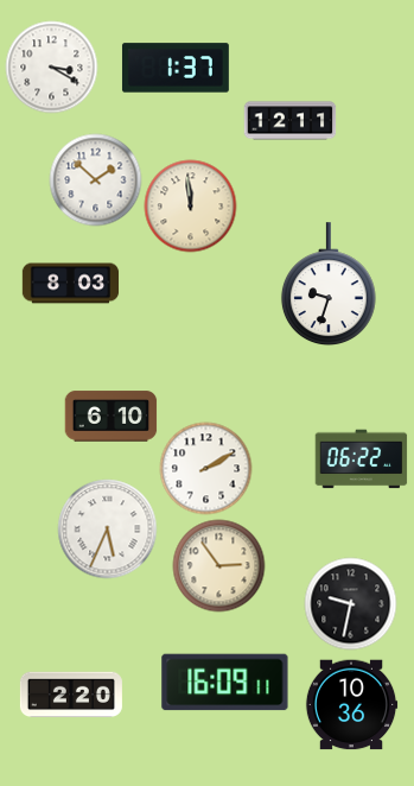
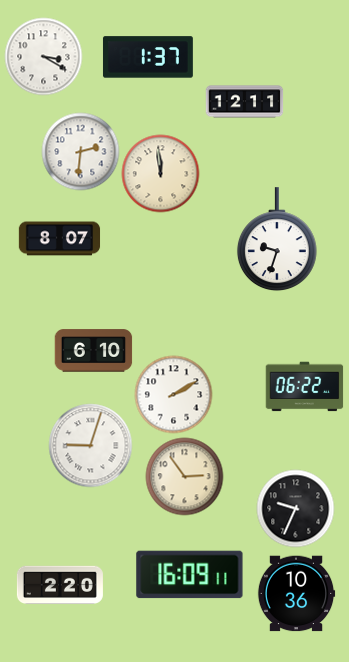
clock at (95, 179): 1:52 -> 2:31
clock at (70, 284): 8:03 -> 8:07
clock at (107, 528): 5:34 -> 9:03
clock at (350, 603): 9:32 -> 9:34
